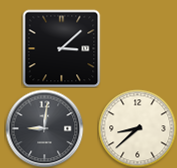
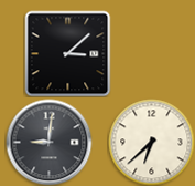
clock at (137, 128): 8:38 -> 6:38
